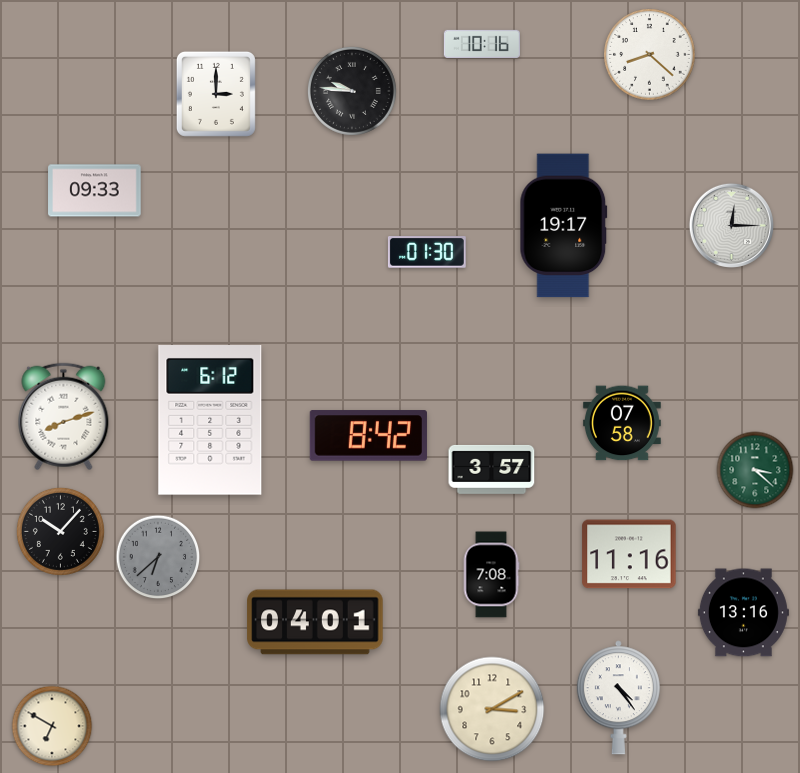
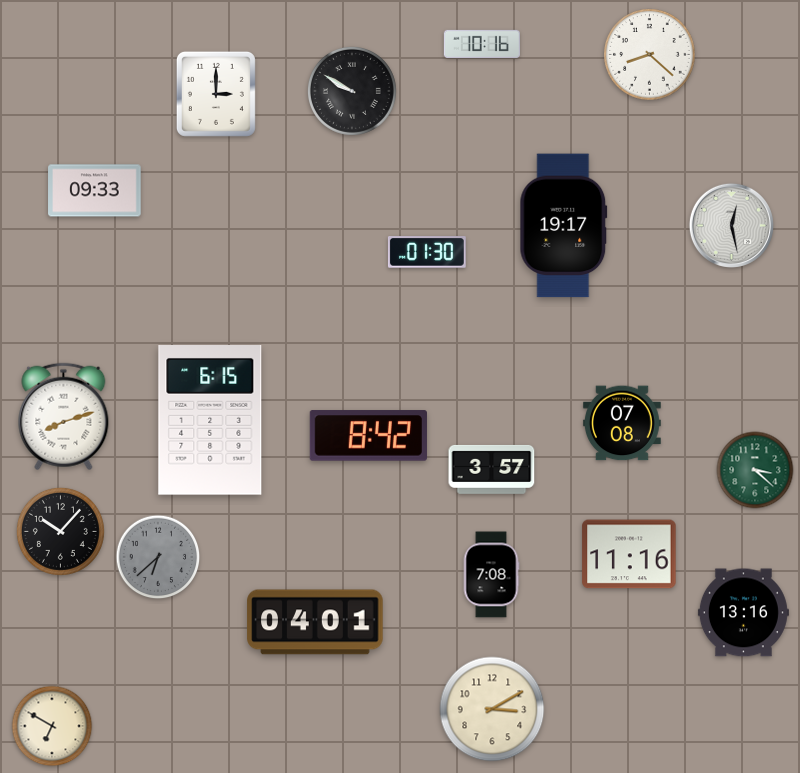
clock at (352, 91): 9:46 -> 9:50
clock at (731, 225): 12:15 -> 12:28
clock at (210, 421): 6:12 -> 6:15
clock at (622, 423): 07:58 -> 07:08
clock at (618, 698): 4:24 -> none
